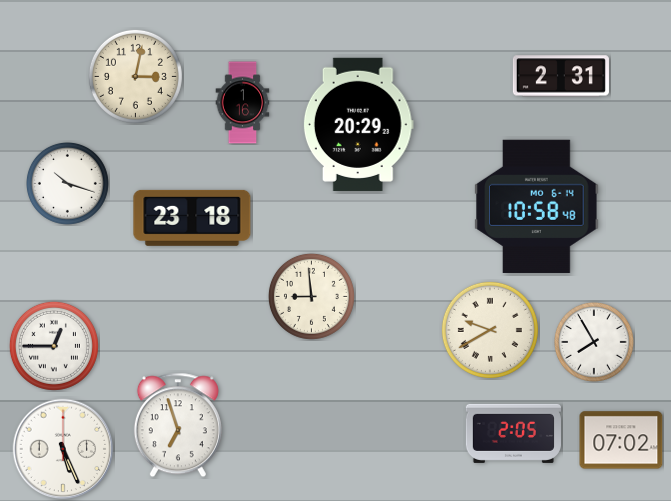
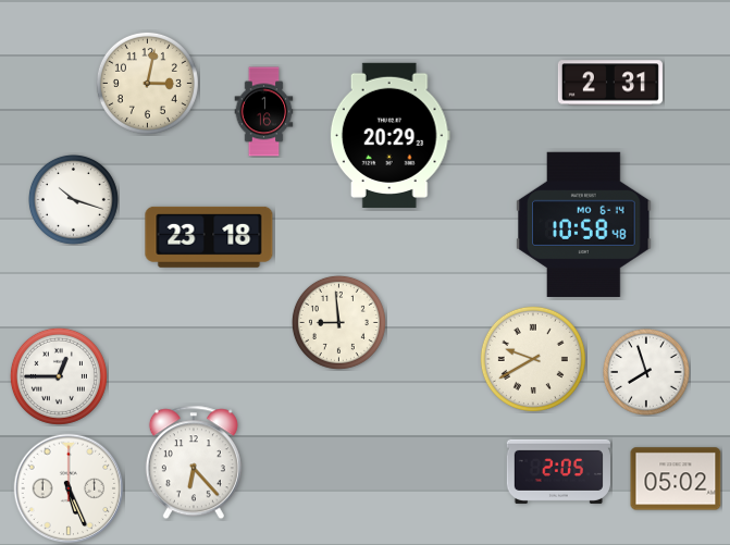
clock at (594, 342): 7:55 -> 7:57
clock at (178, 425): 6:57 -> 6:23
clock at (621, 440): 07:02 -> 05:02
